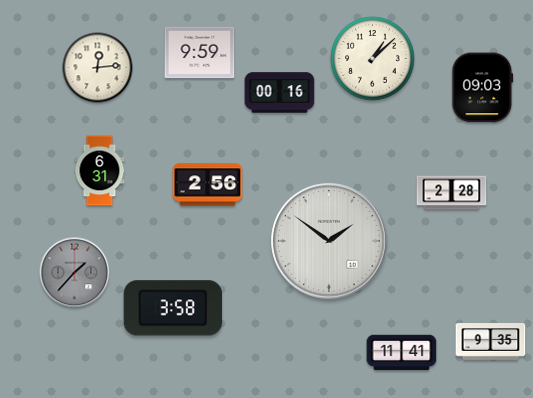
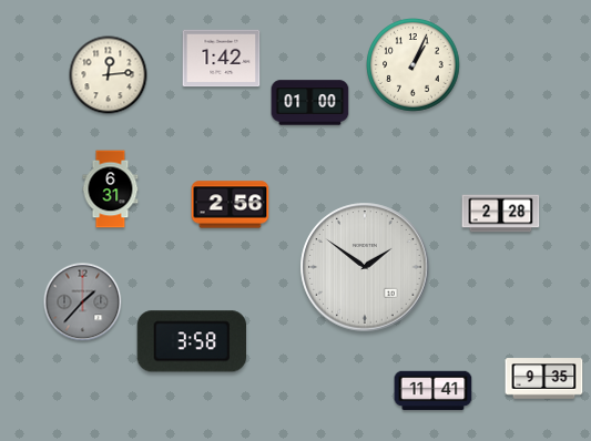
clock at (200, 53): 9:59 -> 1:42
clock at (373, 59): 1:08 -> 1:04
clock at (483, 88): 09:03 -> none
clock at (280, 93): 00:16 -> 01:00
clock at (402, 353) position: (402, 353) -> (434, 391)
